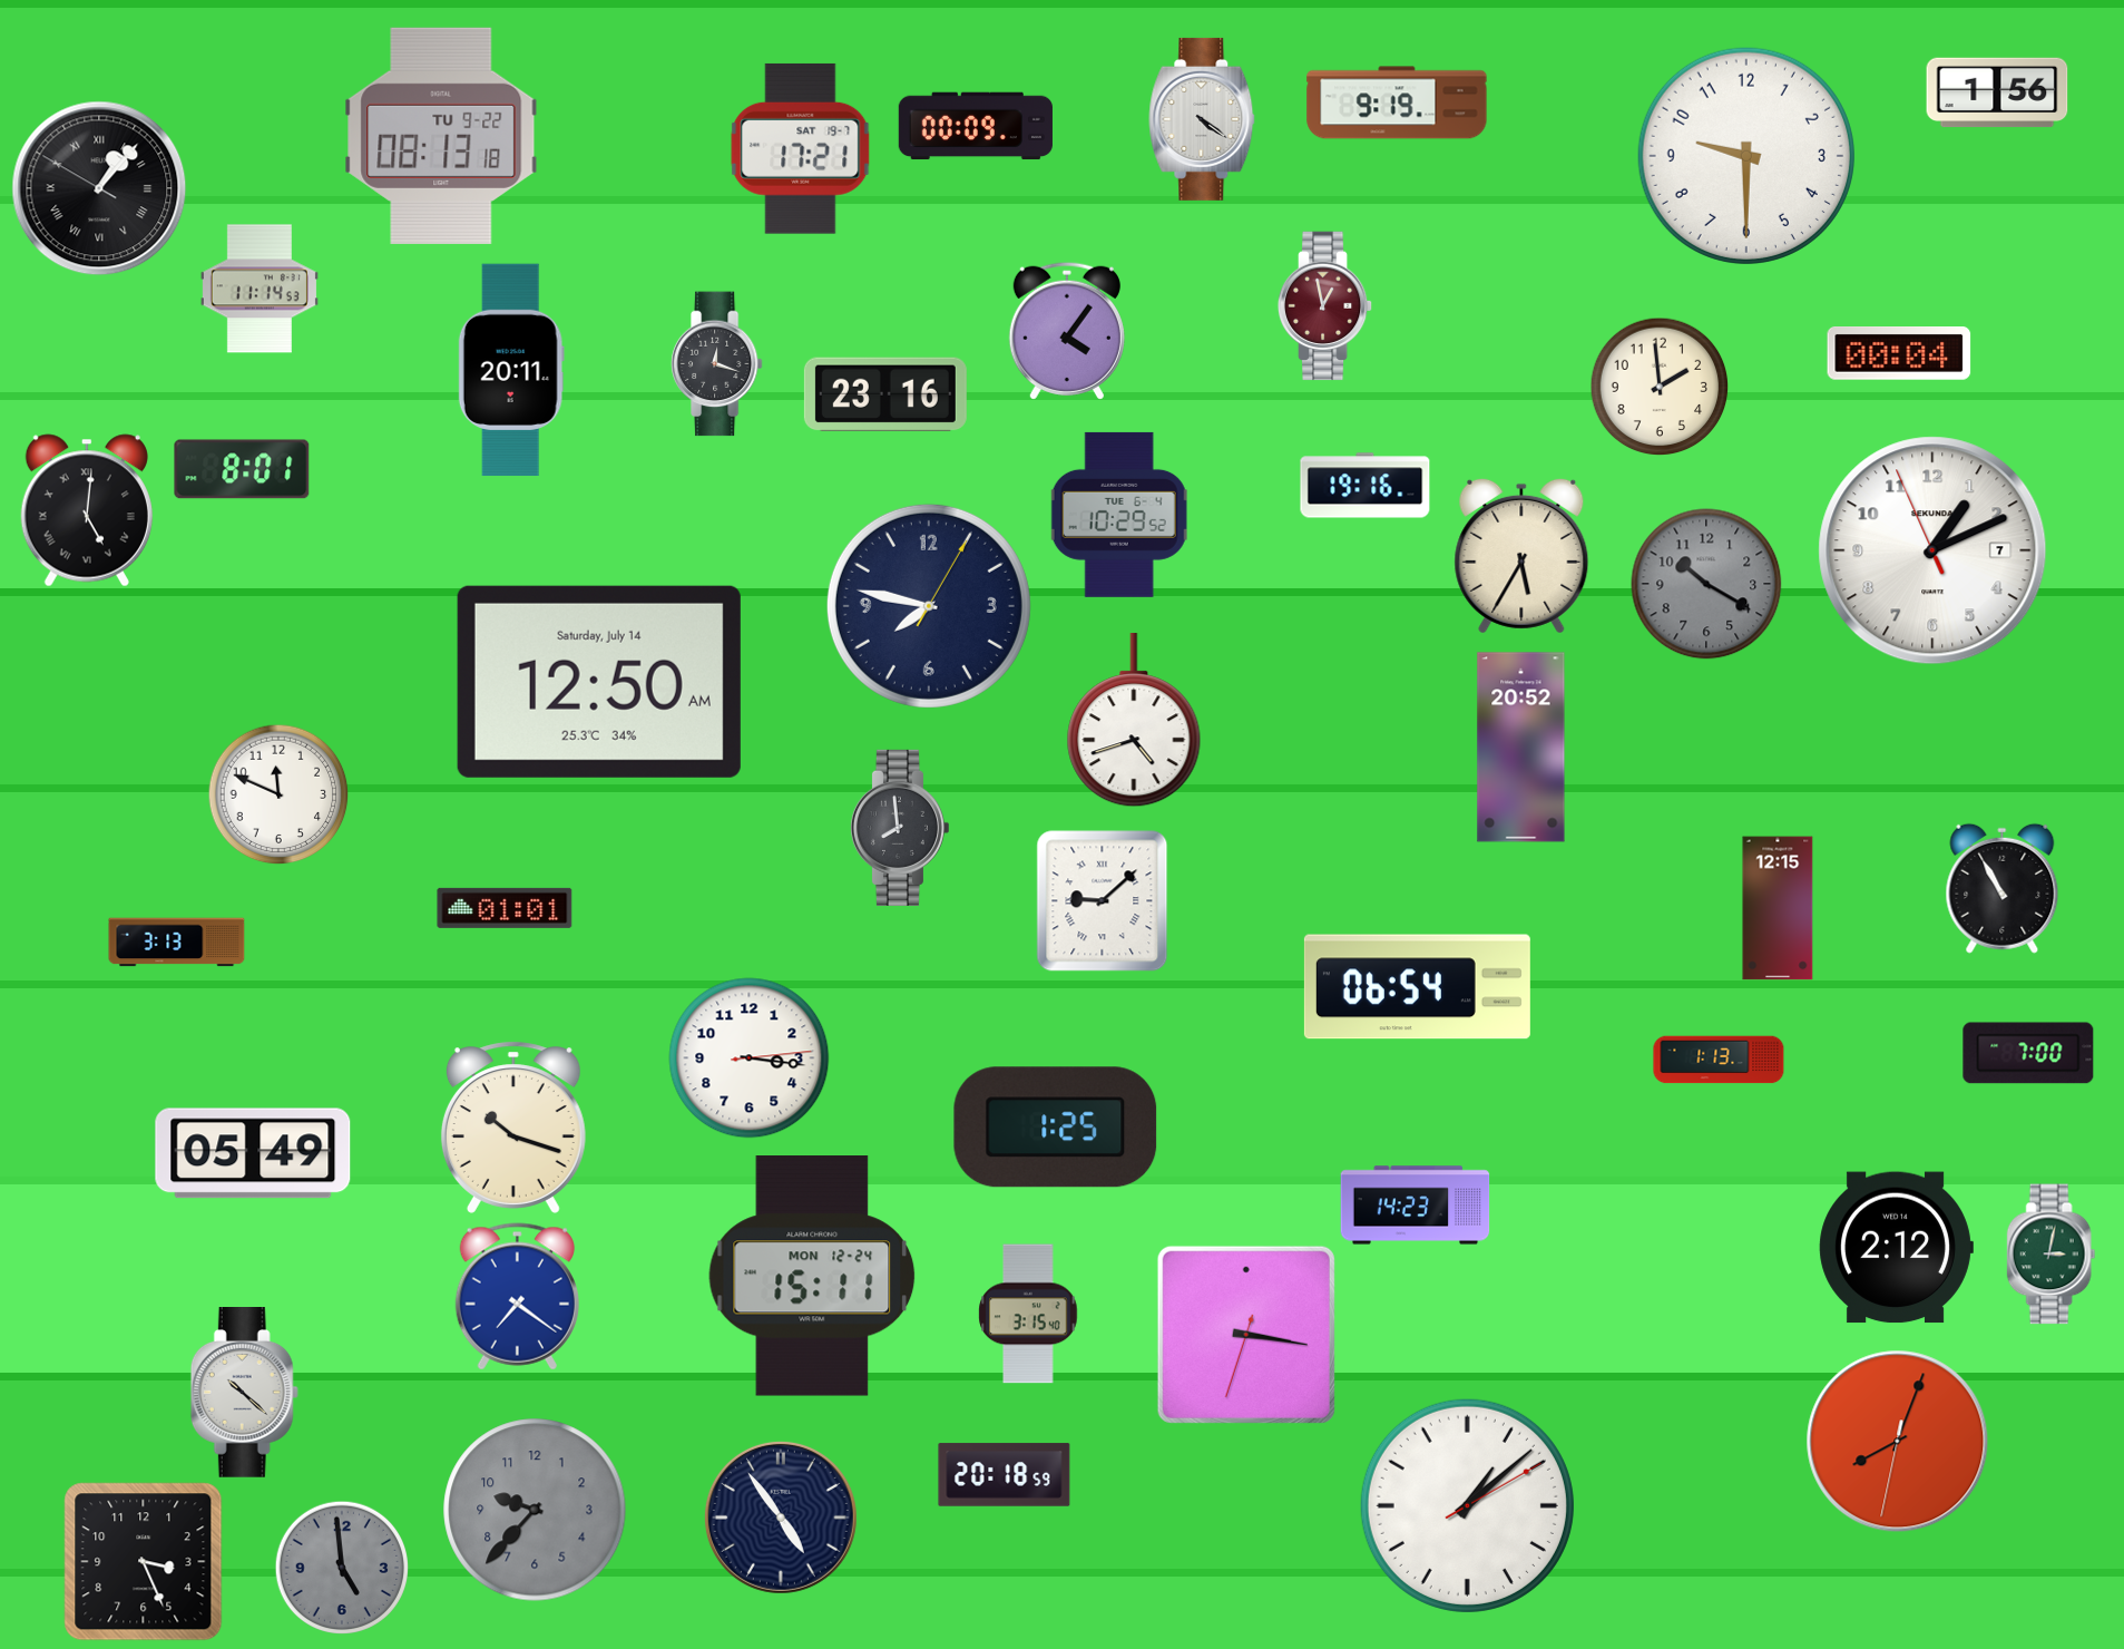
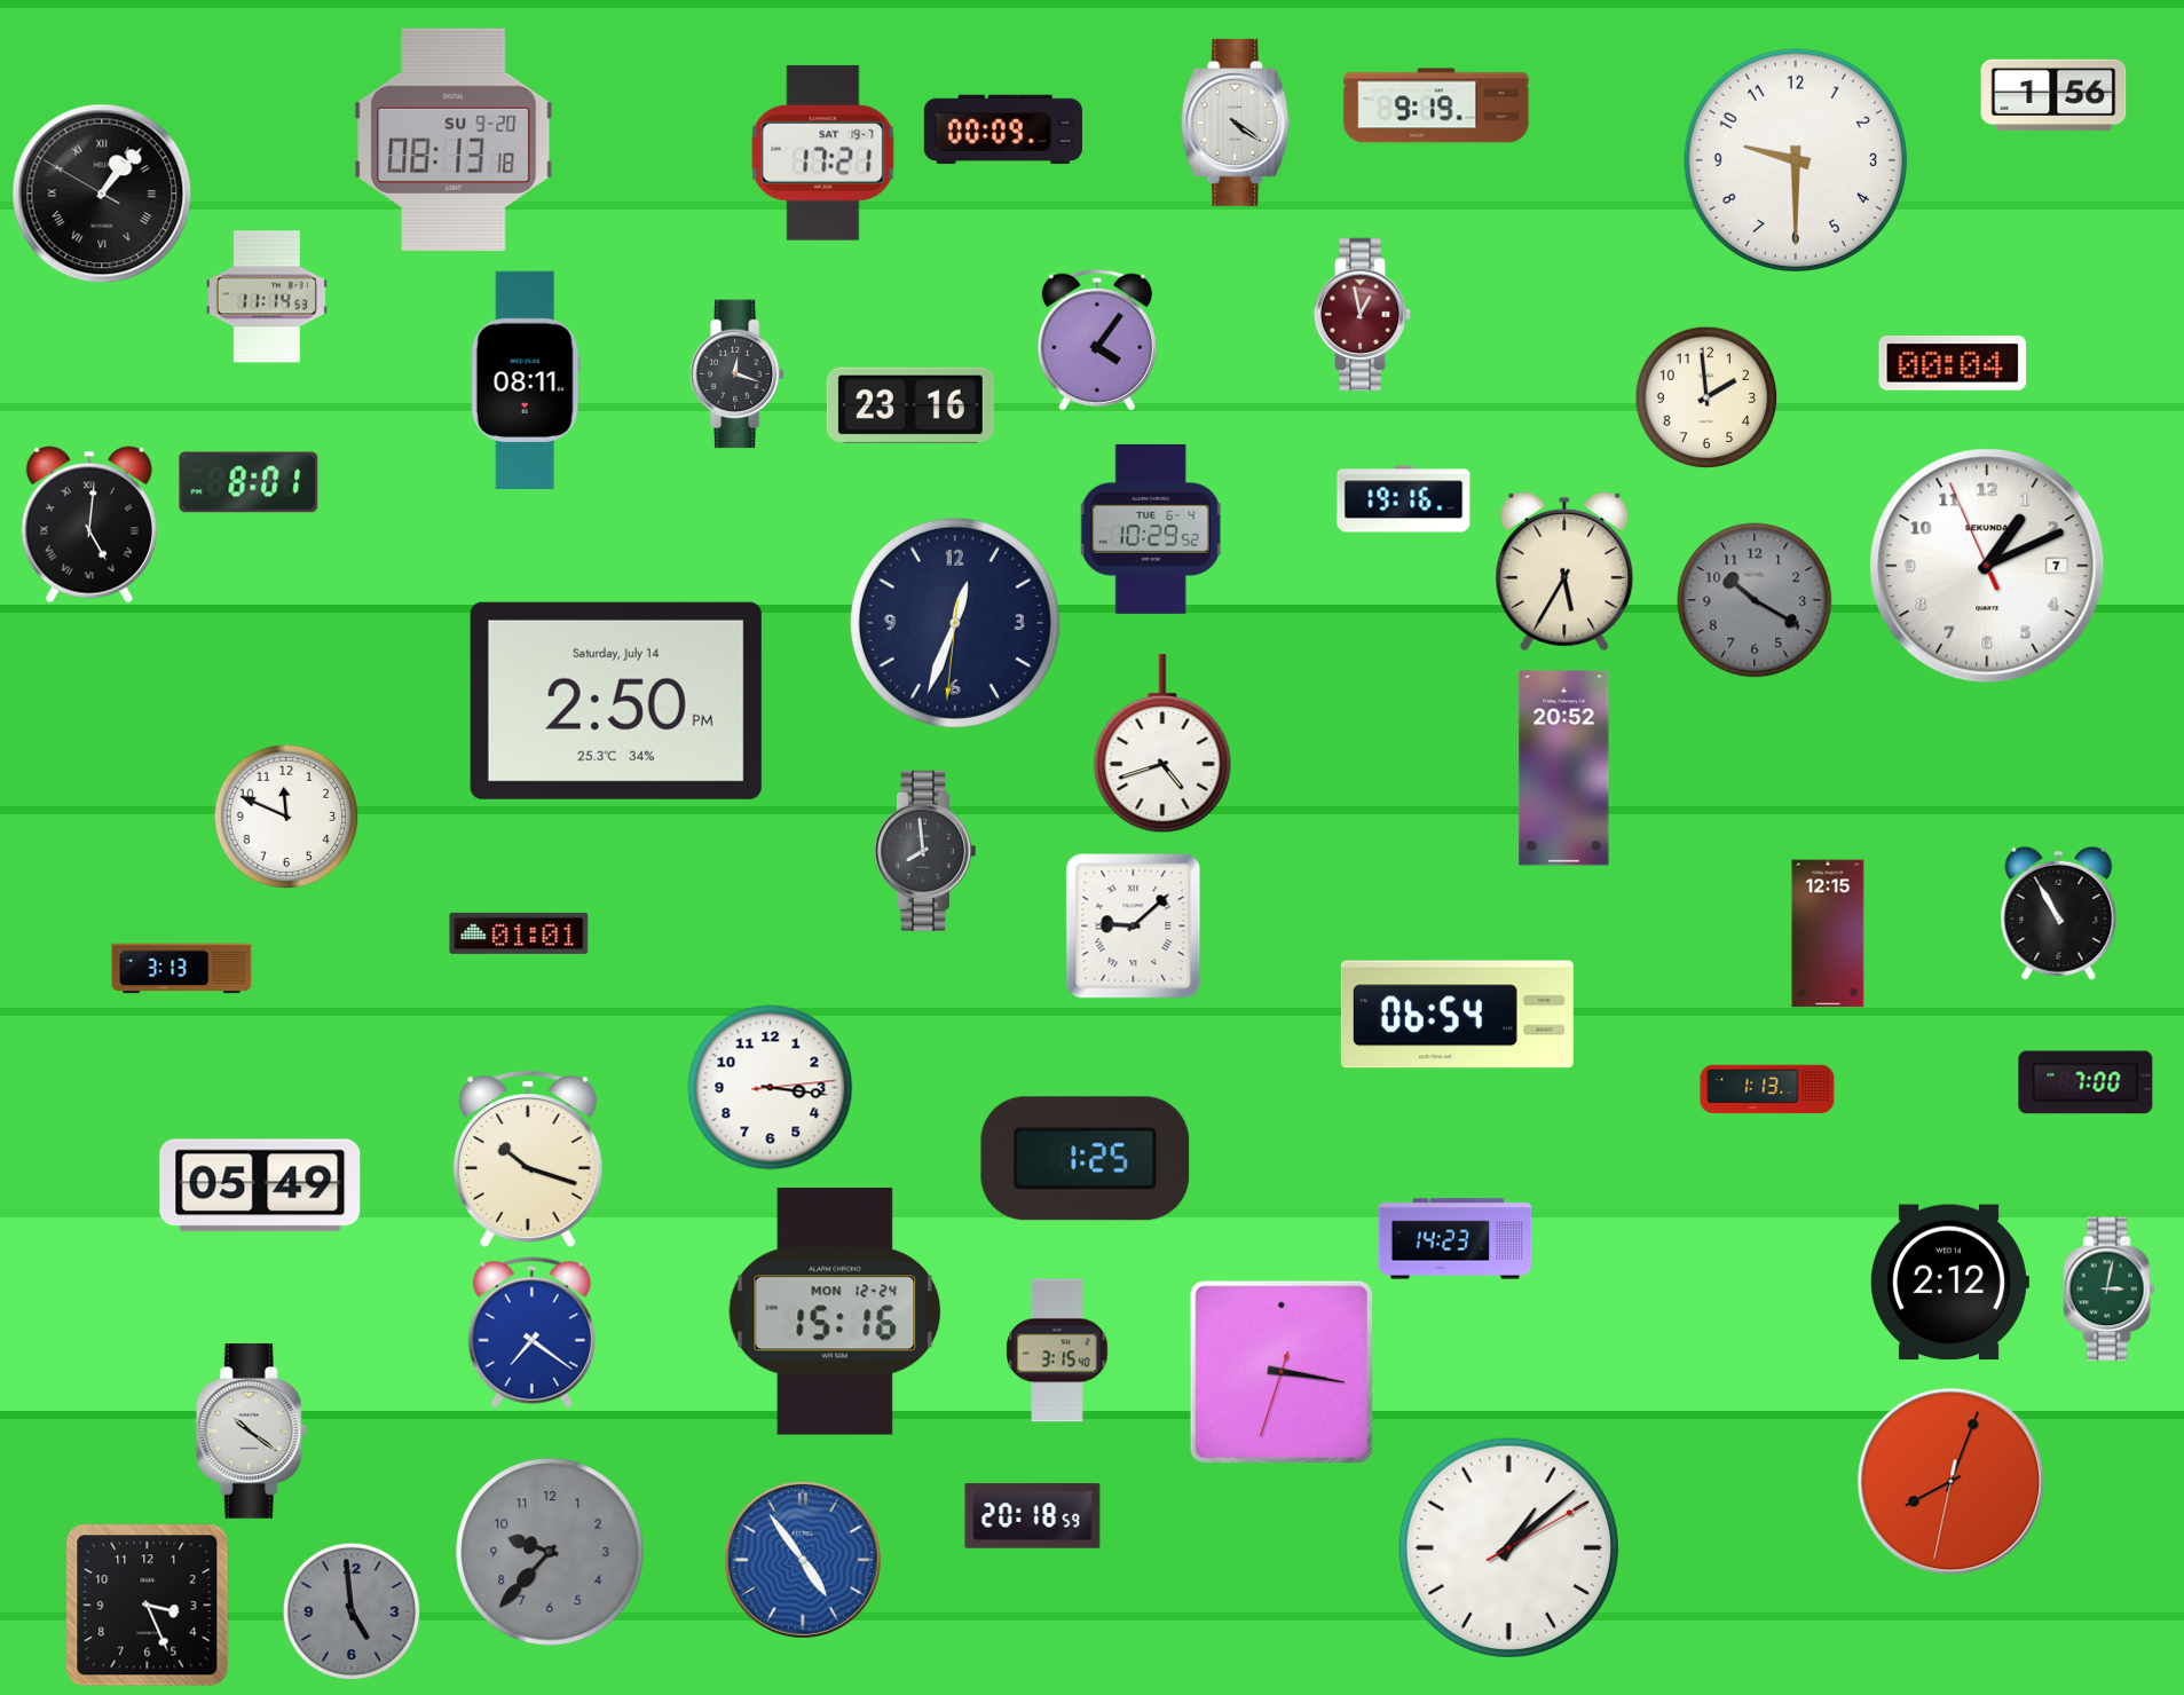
clock at (441, 136) date: TU 9-22 -> SU 9-20
clock at (511, 370): 20:11 -> 08:11
clock at (929, 606): 7:47 -> 12:33
clock at (599, 682): 12:50 -> 2:50
clock at (1134, 721) position: (1134, 721) -> (1162, 744)
clock at (812, 1276): 15:11 -> 15:16
clock at (244, 1393): 10:22 -> 10:21
clock at (781, 1518) dial: navy -> blue
